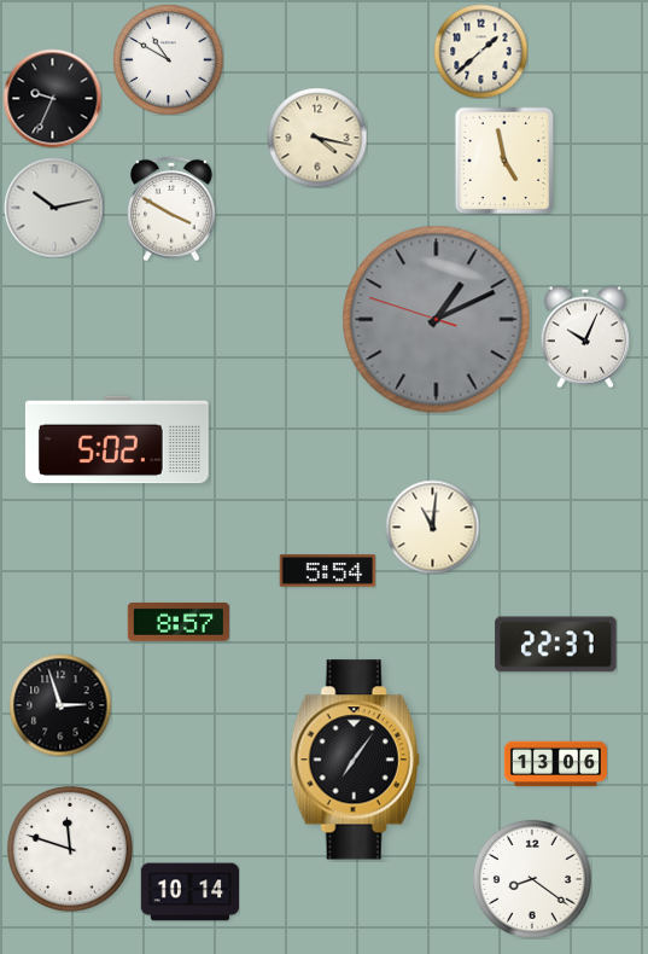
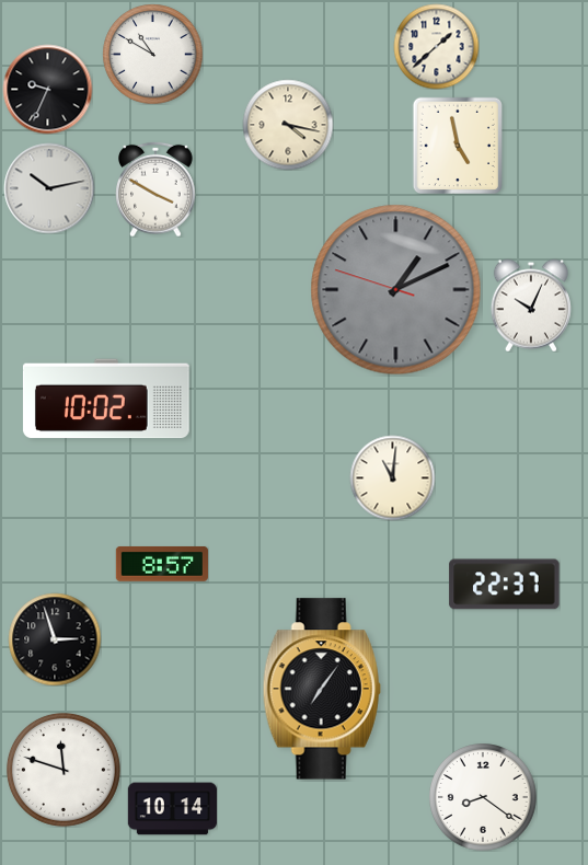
clock at (117, 440): 5:02 -> 10:02
clock at (327, 571): 5:54 -> none
clock at (555, 764): 13:06 -> none
